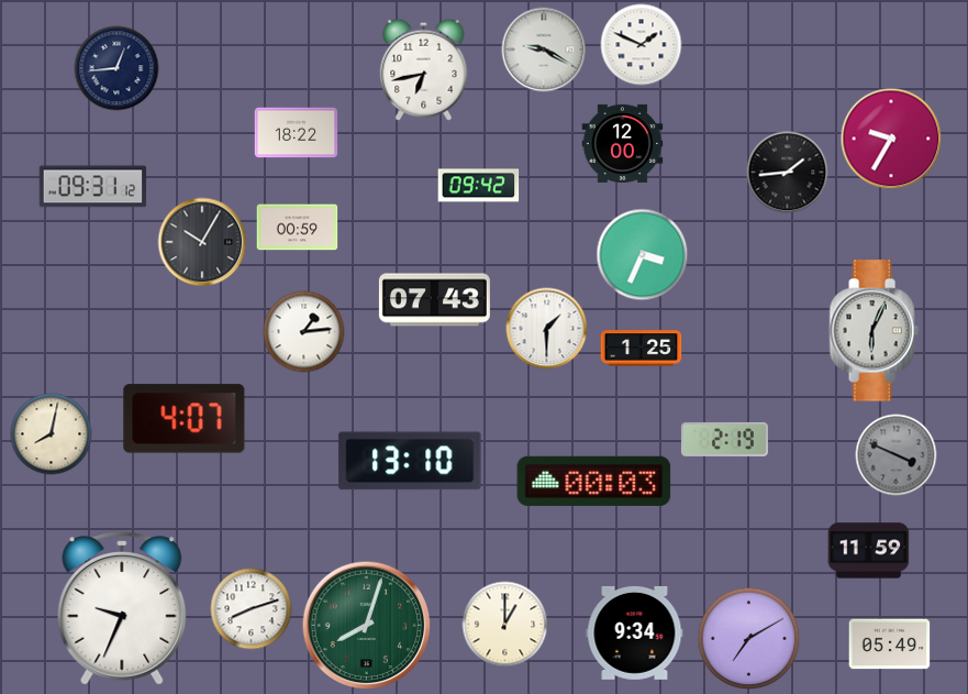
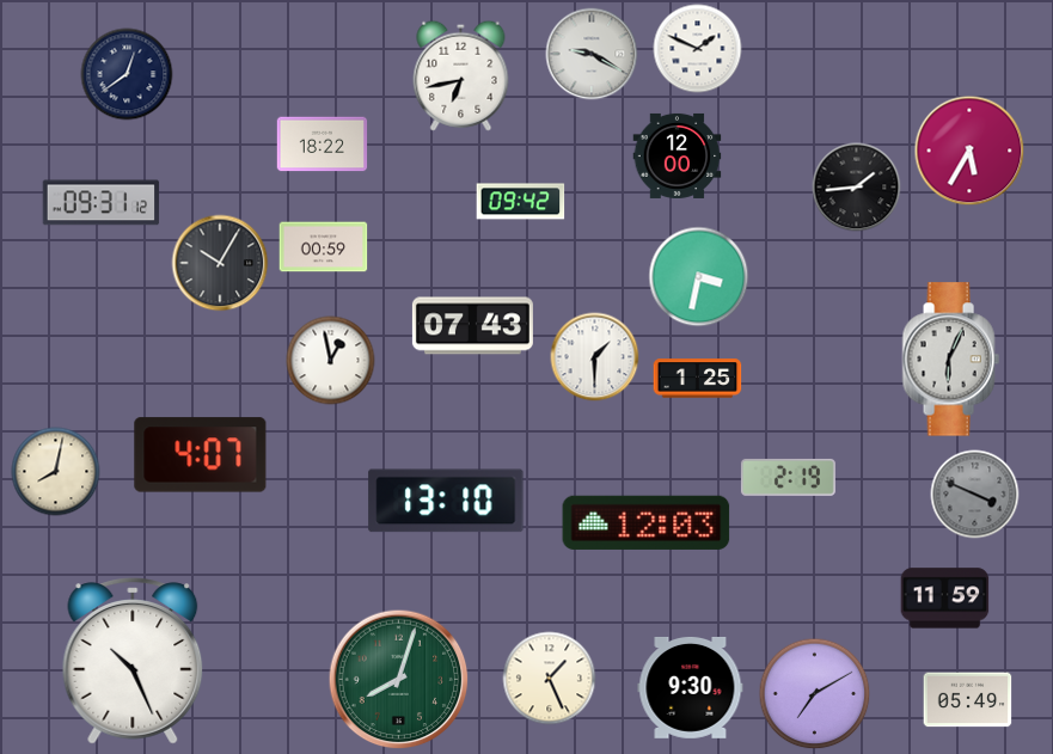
clock at (116, 68): 12:44 -> 12:39
clock at (891, 139): 9:35 -> 5:35
clock at (643, 255): 3:34 -> 3:32
clock at (304, 332): 1:14 -> 12:58
clock at (594, 481): 00:03 -> 12:03
clock at (122, 608): 9:34 -> 10:26
clock at (252, 609): 8:12 -> none
clock at (505, 625): 1:00 -> 1:26
clock at (635, 632): 9:34 -> 9:30
